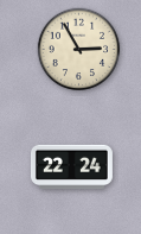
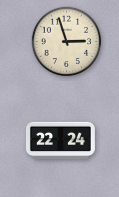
clock at (79, 50): 2:55 -> 2:57
